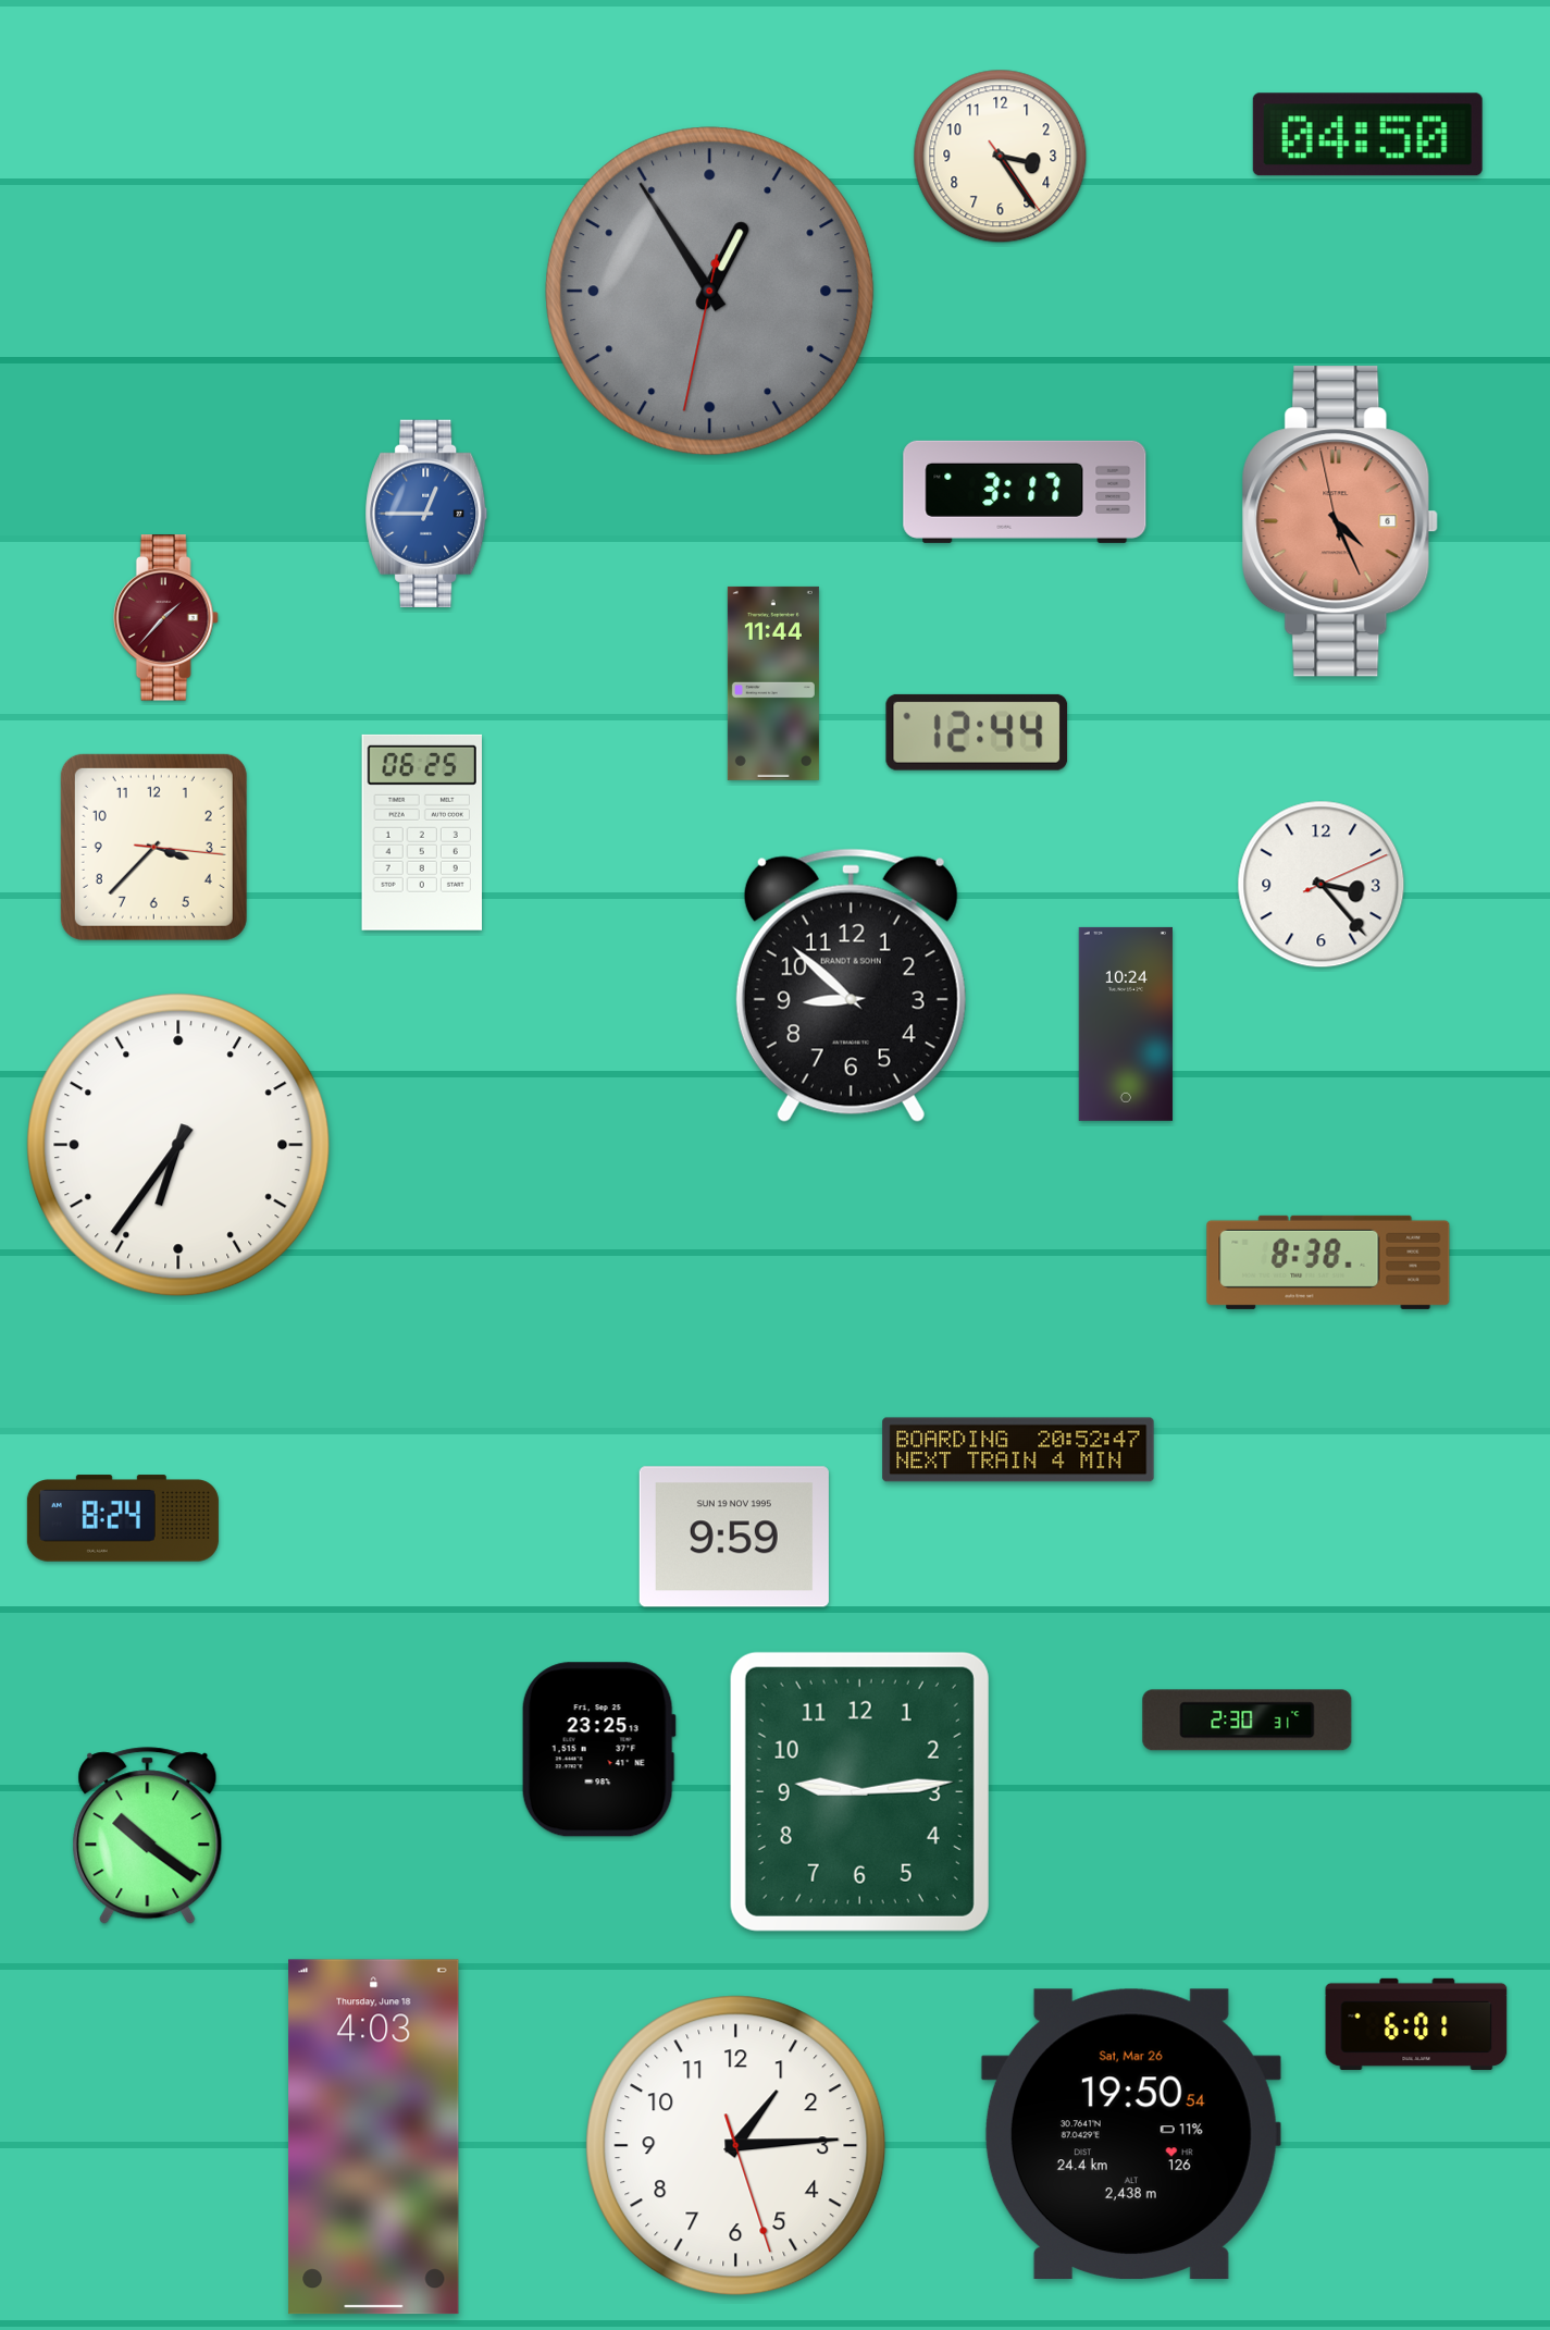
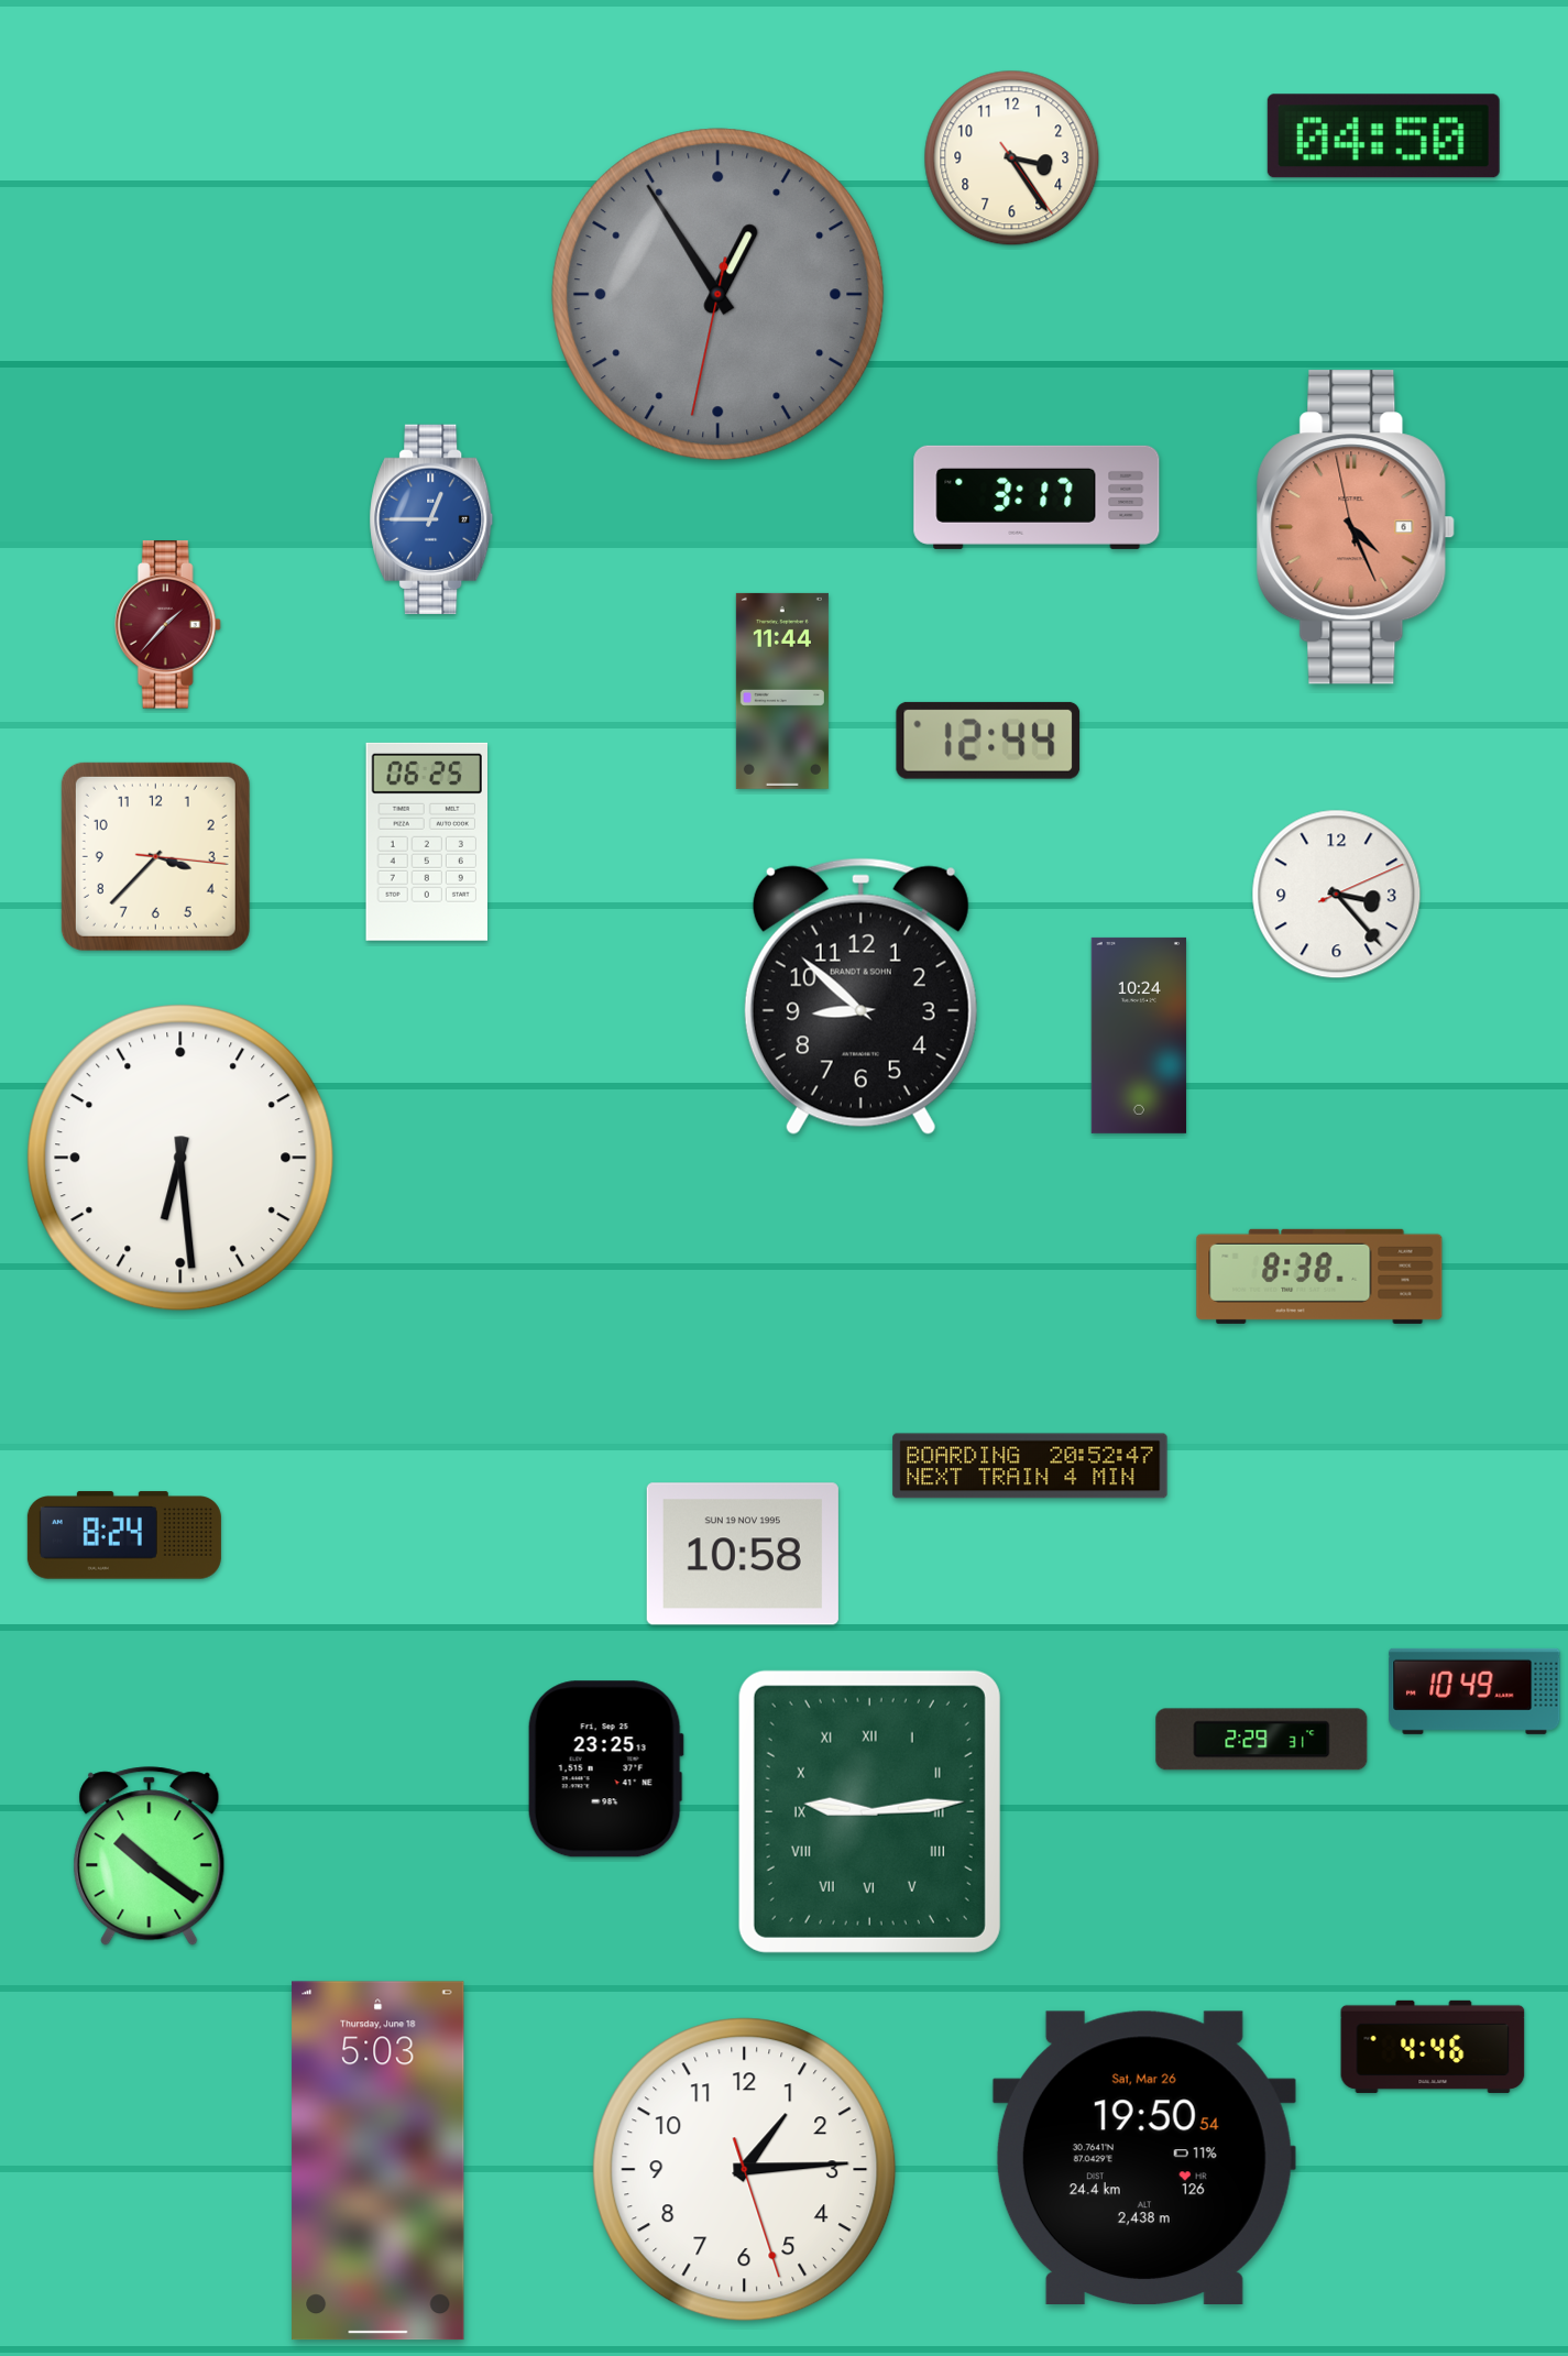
clock at (178, 1145): 6:36 -> 6:29
clock at (1328, 1262) position: (1328, 1262) -> (1319, 1276)
clock at (734, 1537): 9:59 -> 10:58
clock at (1474, 1691): none -> 10:49
clock at (1248, 1721): 2:30 -> 2:29
clock at (859, 1791) numerals: Arabic -> Roman
clock at (1416, 2024): 6:01 -> 4:46
clock at (374, 2137): 4:03 -> 5:03
